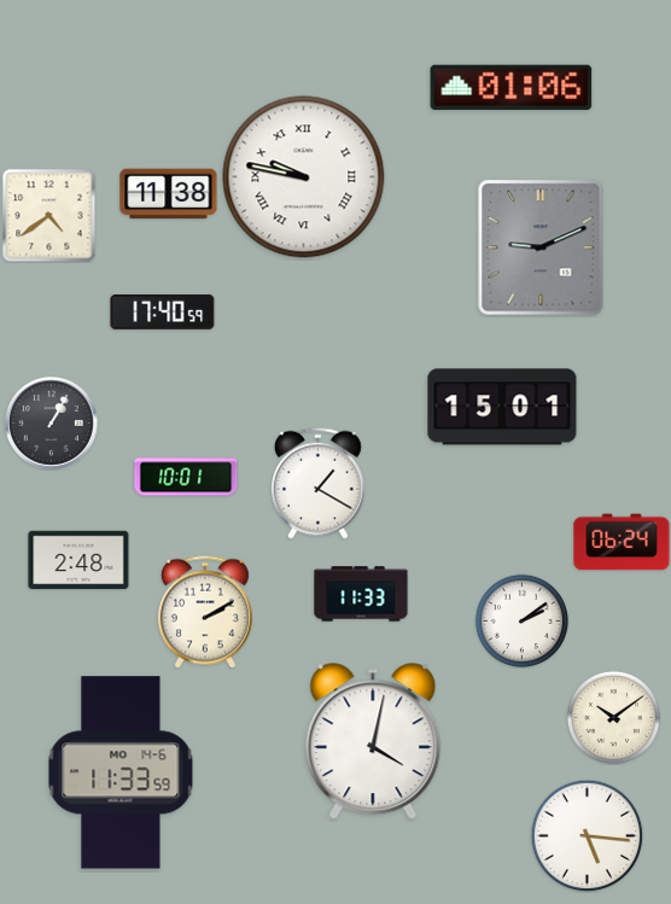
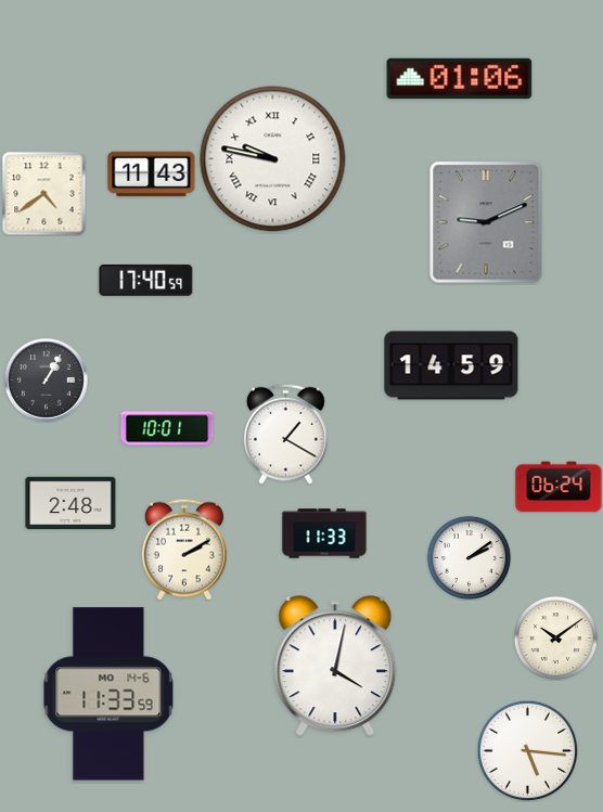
clock at (169, 194): 11:38 -> 11:43
clock at (502, 407): 15:01 -> 14:59
clock at (613, 717) position: (613, 717) -> (555, 637)
